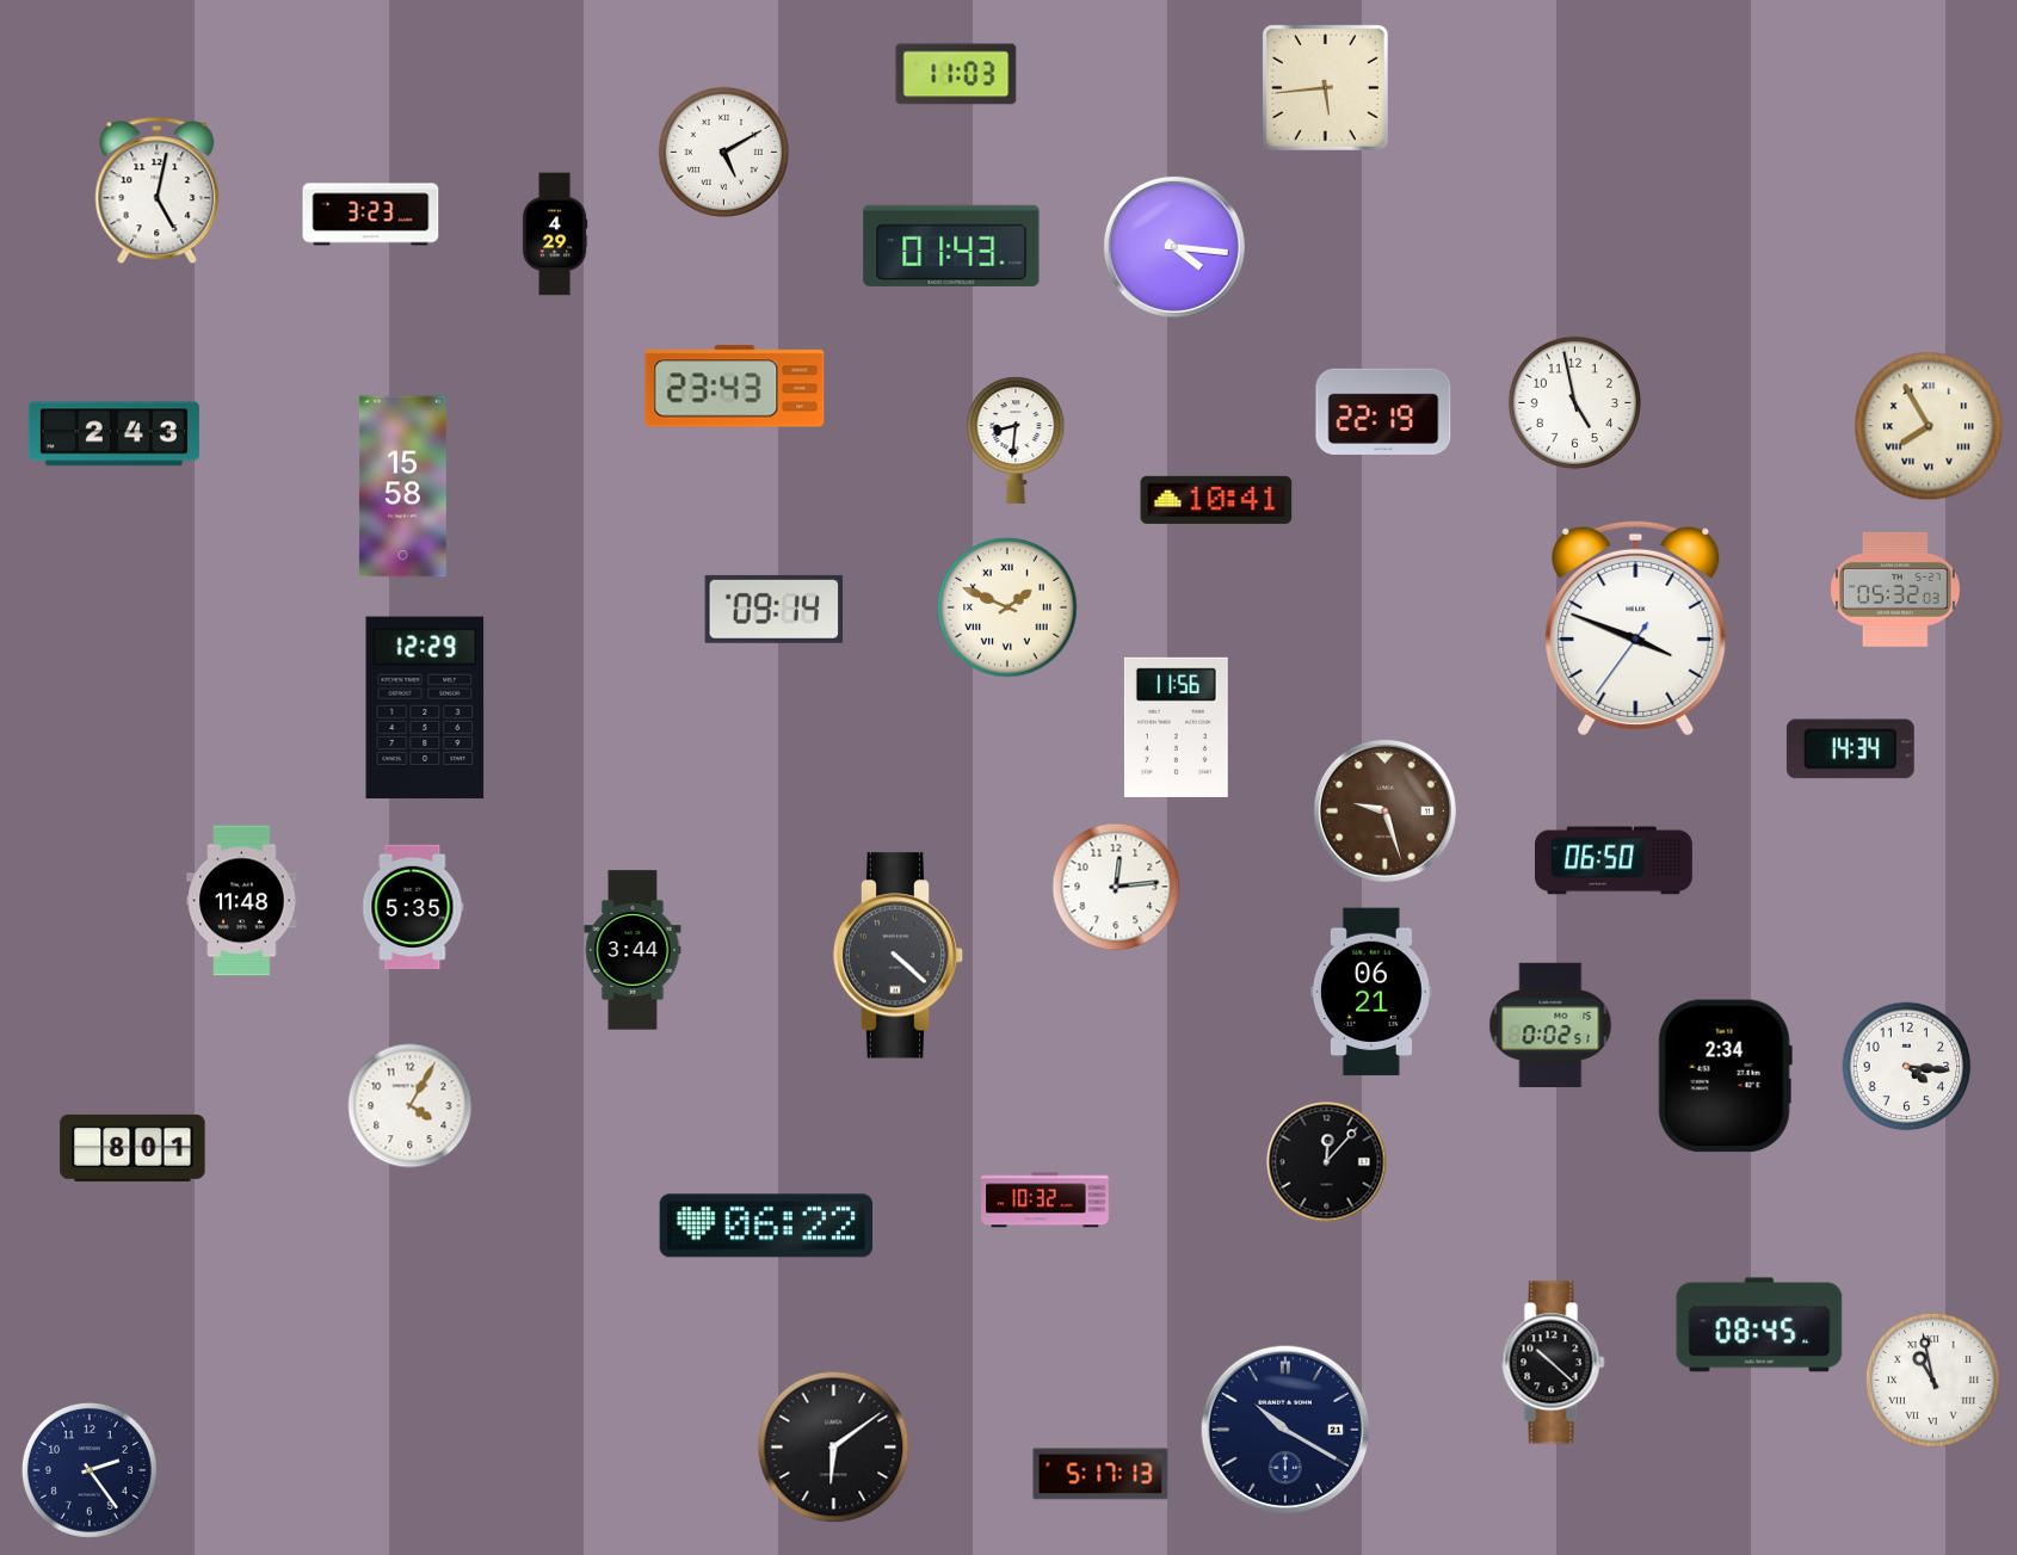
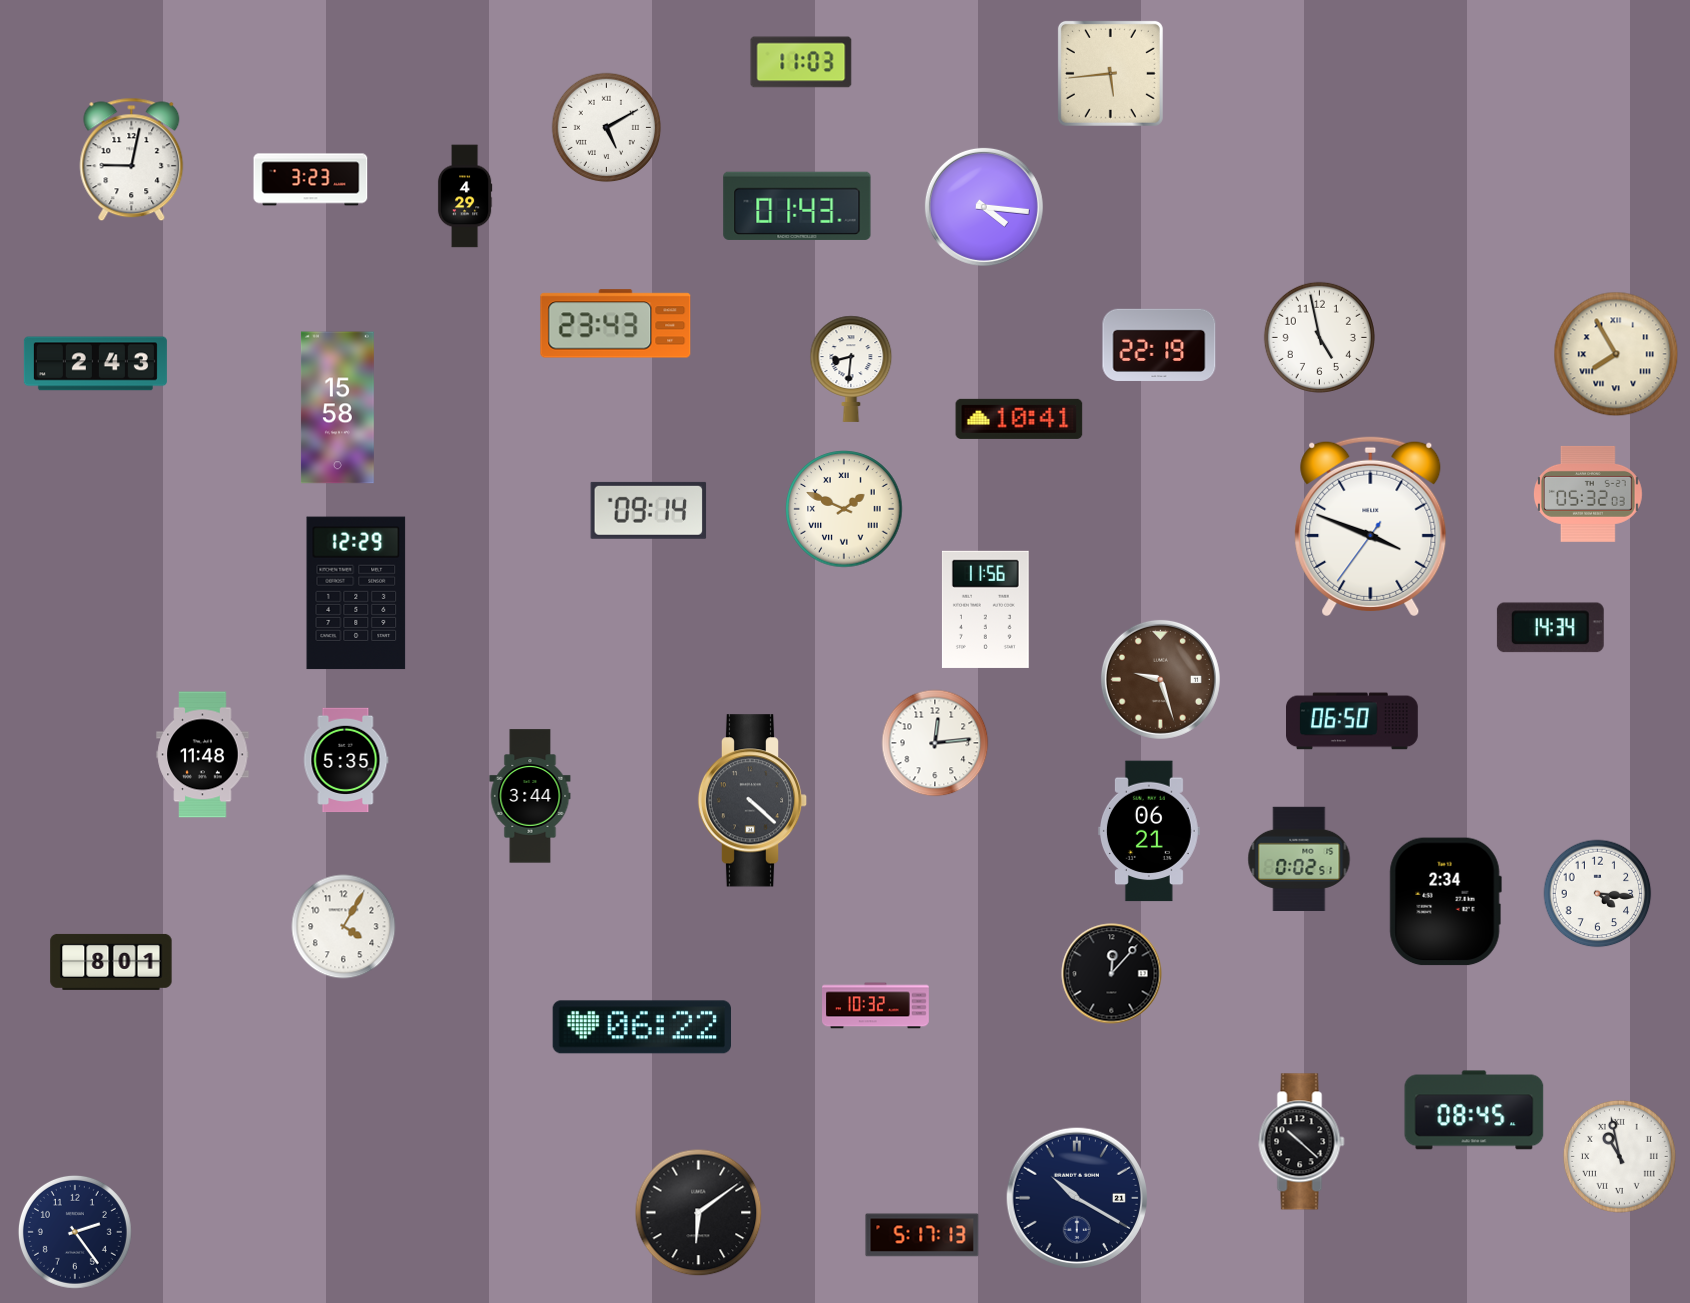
clock at (158, 191): 5:02 -> 9:02
clock at (1929, 426) position: (1929, 426) -> (1616, 354)
